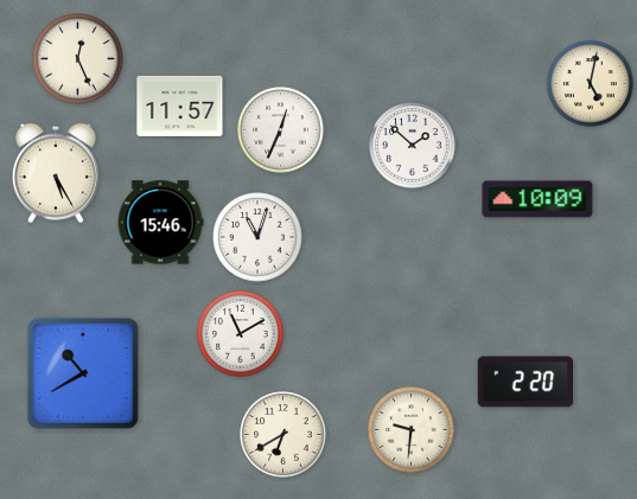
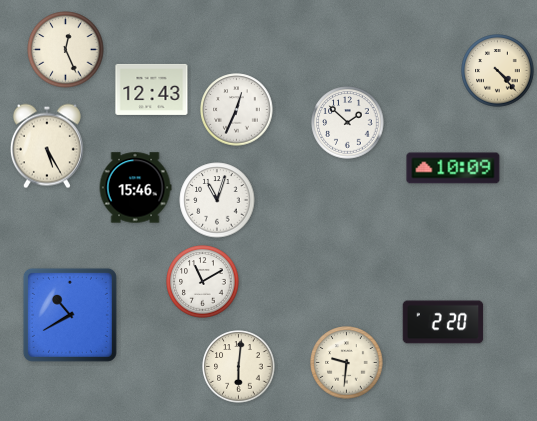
clock at (591, 84): 5:02 -> 4:23
clock at (180, 105): 11:57 -> 12:43
clock at (284, 435): 6:40 -> 6:01
